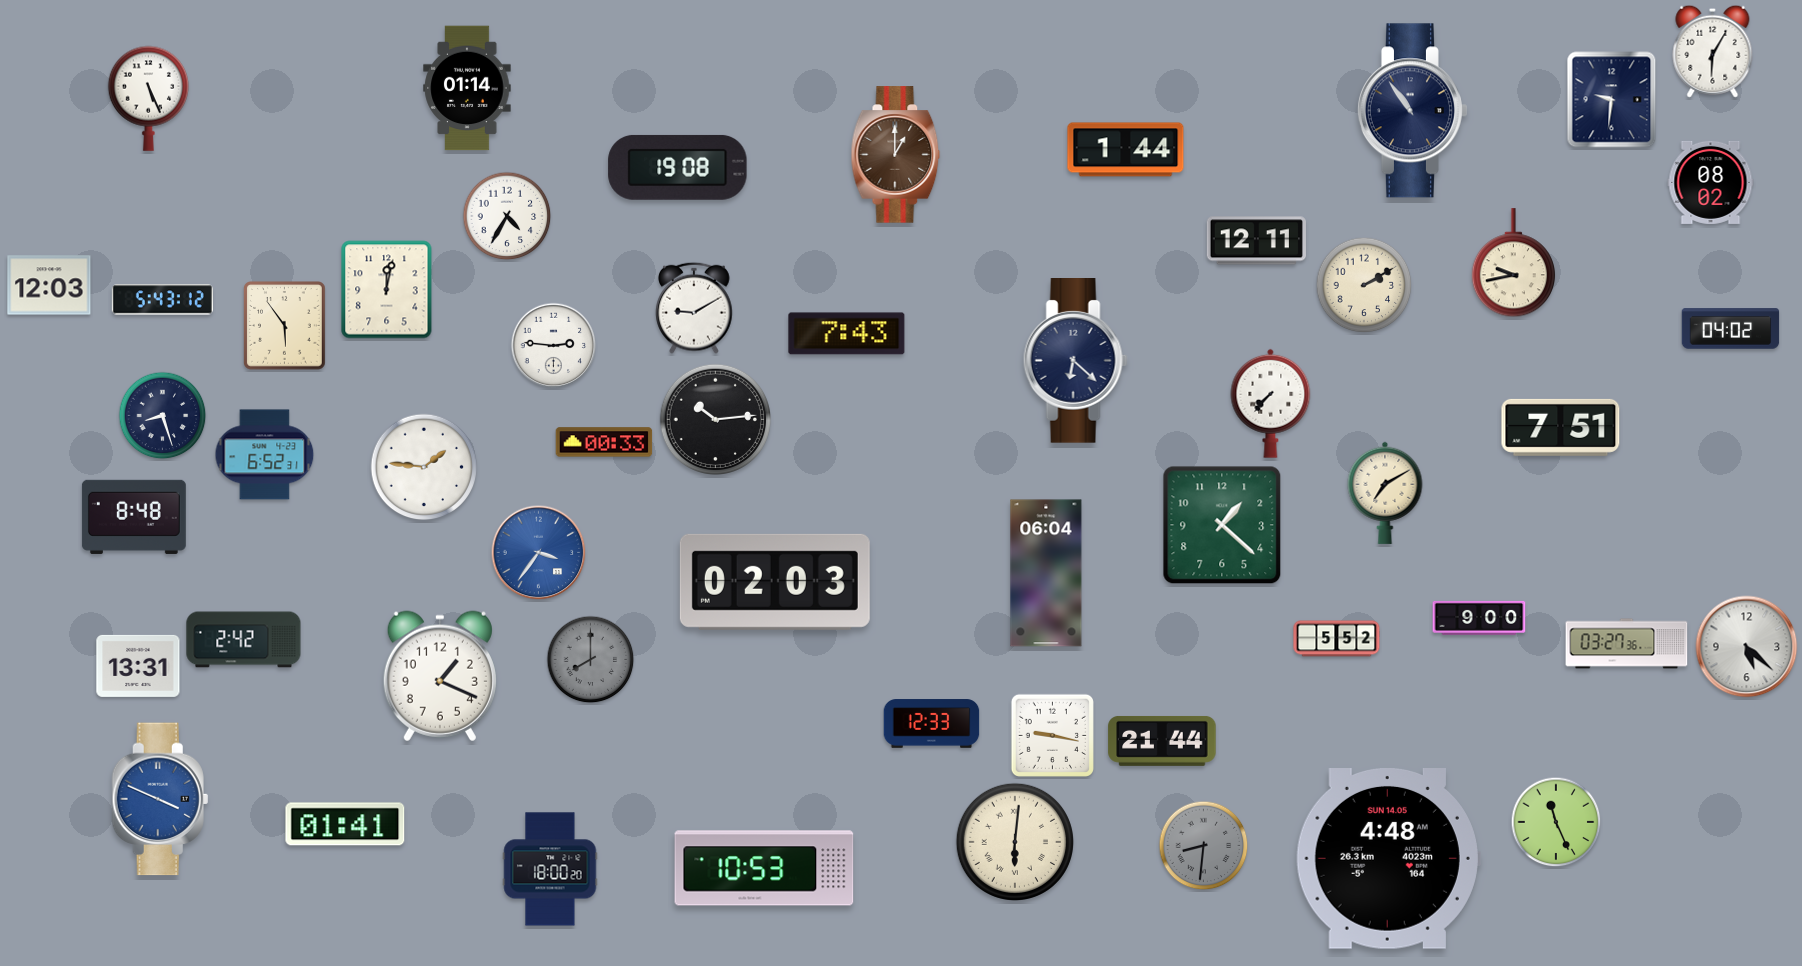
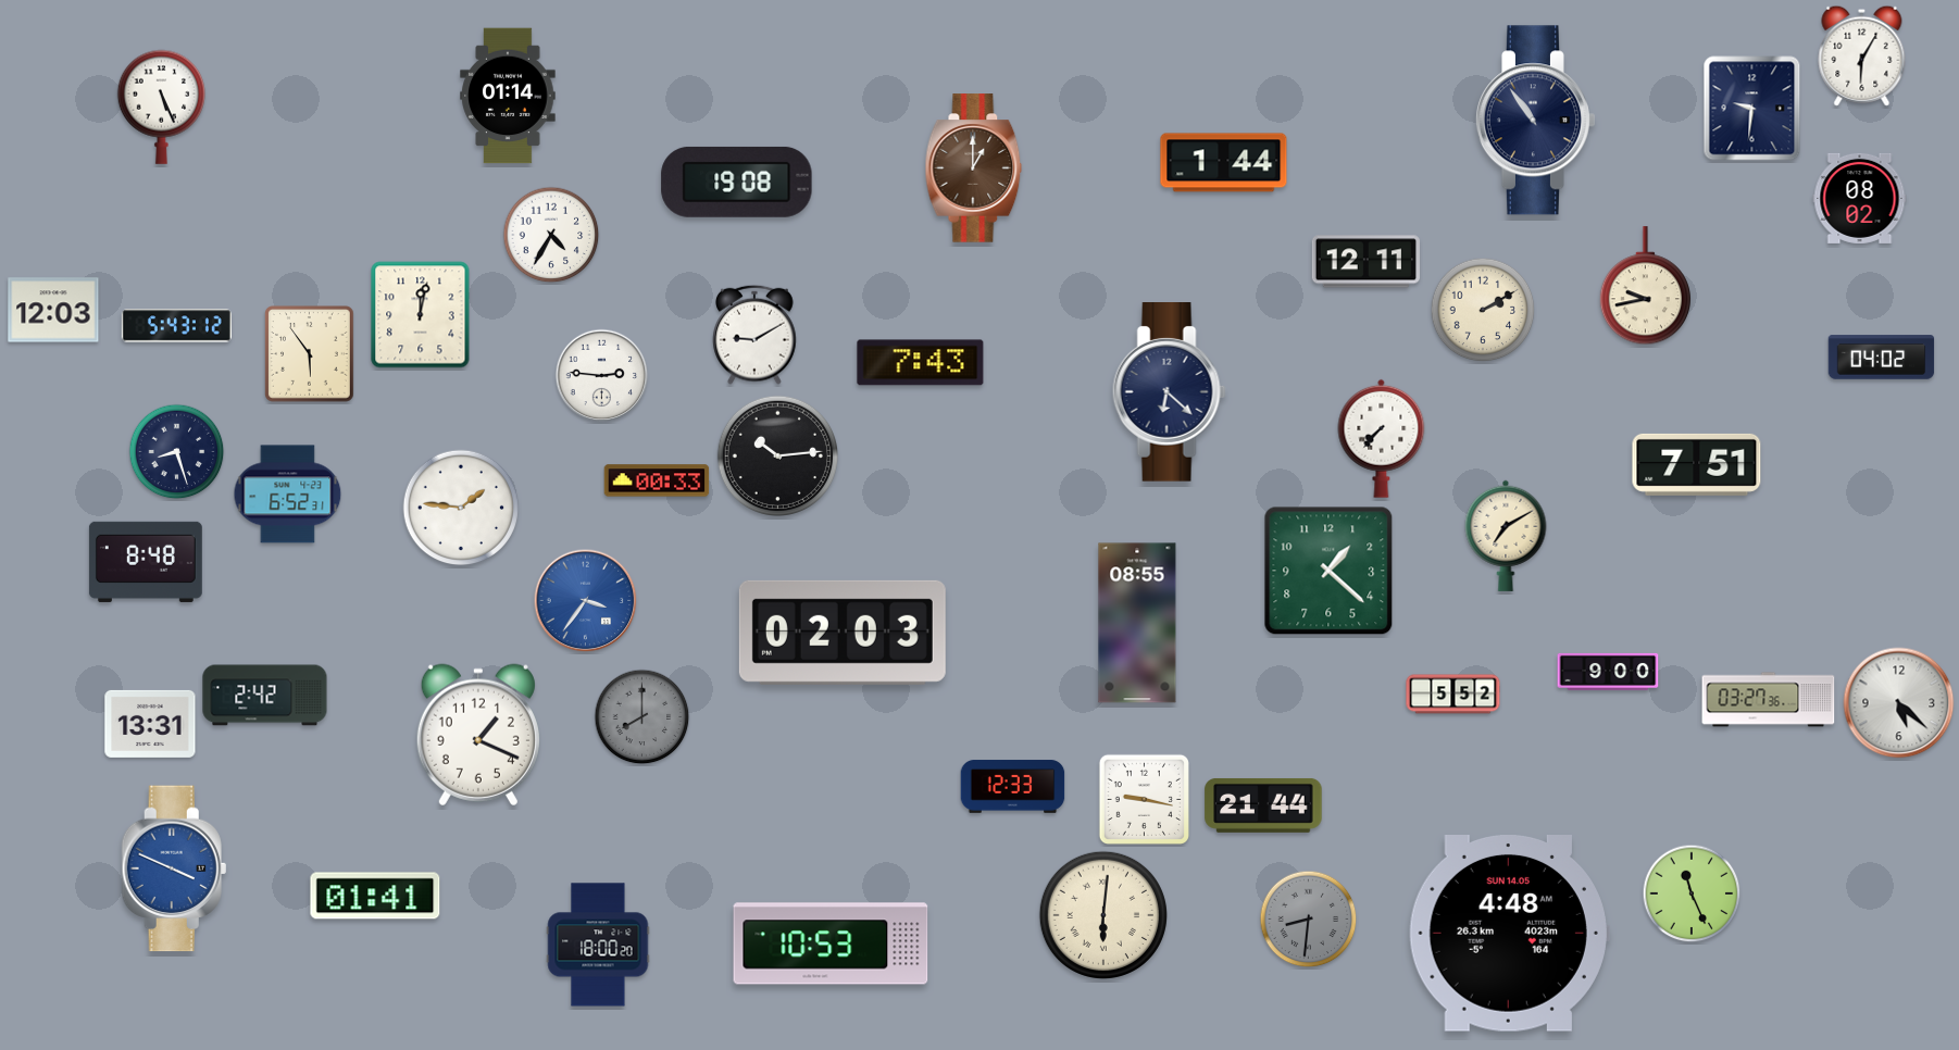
clock at (1046, 573): 06:04 -> 08:55
